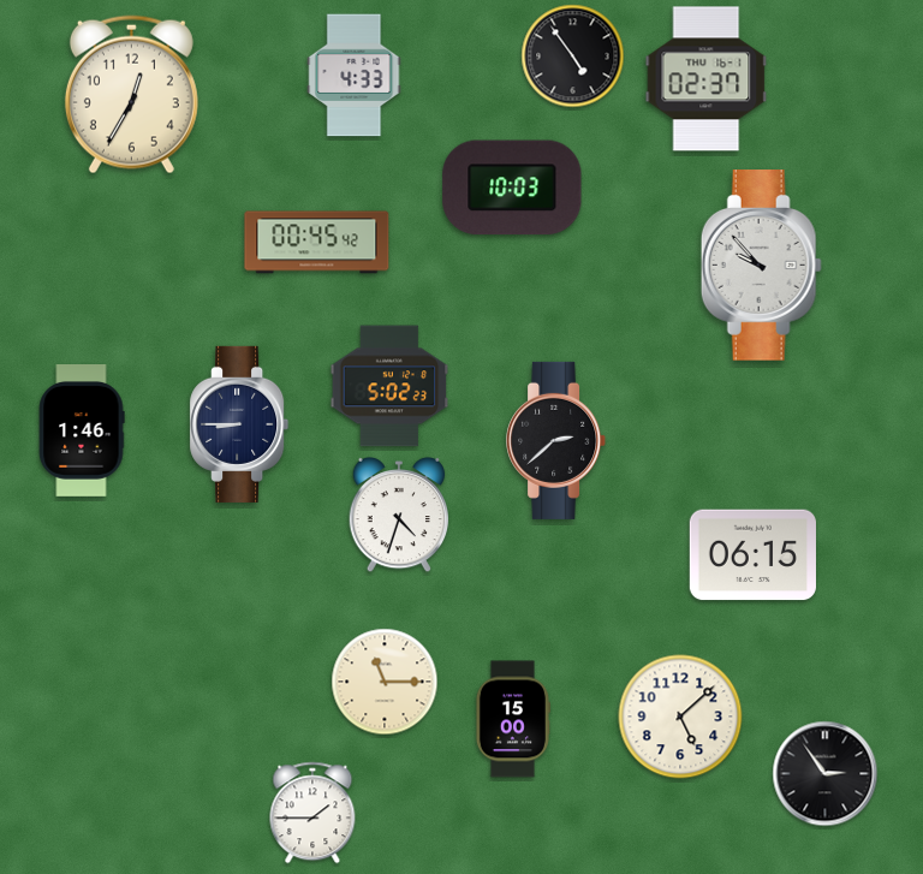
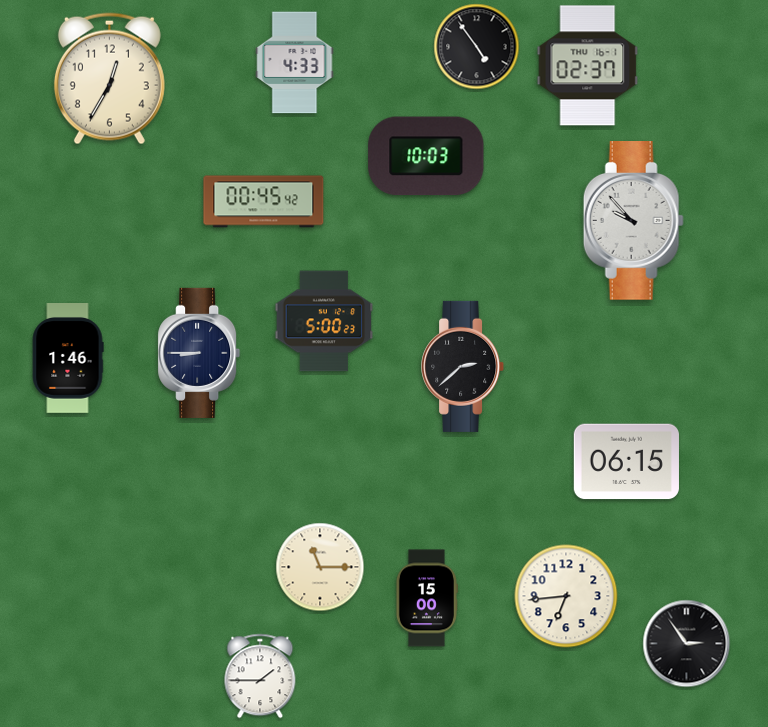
clock at (389, 386): 5:02 -> 5:00
clock at (399, 515): 4:33 -> none
clock at (680, 717): 5:08 -> 6:44
